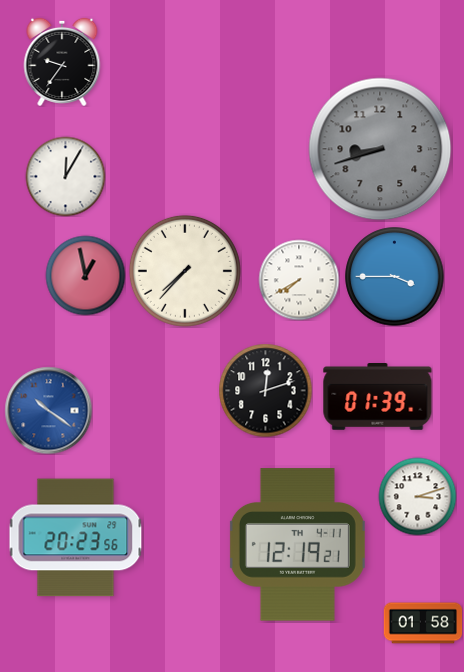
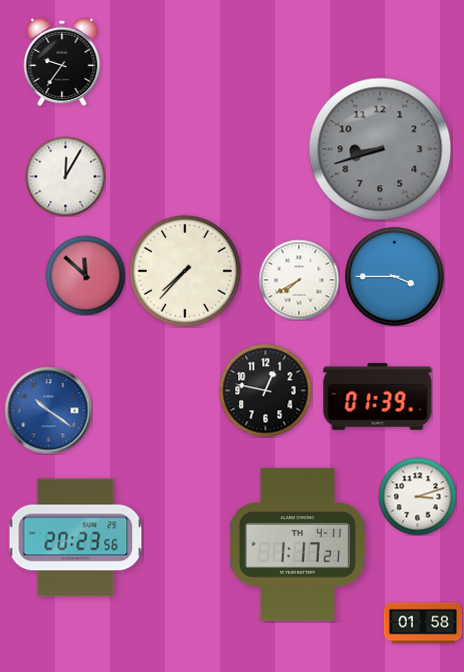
clock at (85, 275): 12:58 -> 11:52
clock at (265, 390): 12:12 -> 12:47
clock at (297, 545): 12:19 -> 1:17
